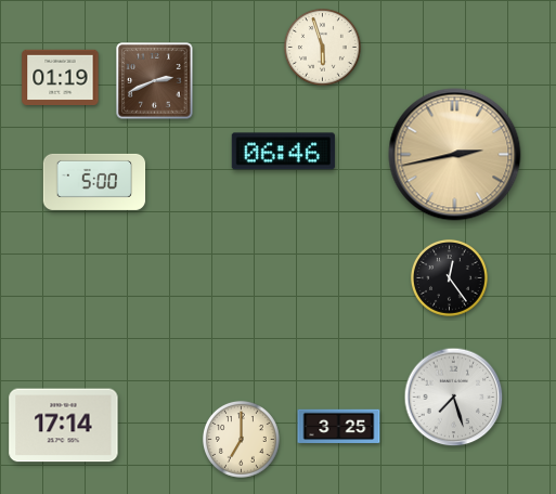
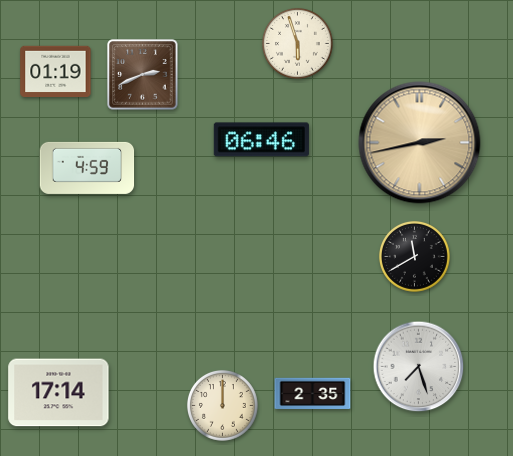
clock at (94, 182): 5:00 -> 4:59
clock at (449, 277): 12:24 -> 11:40
clock at (339, 427): 3:25 -> 2:35
clock at (241, 439): 7:00 -> 12:00
